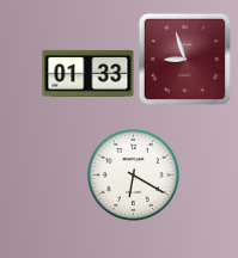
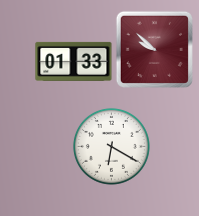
clock at (184, 59): 8:57 -> 9:52
